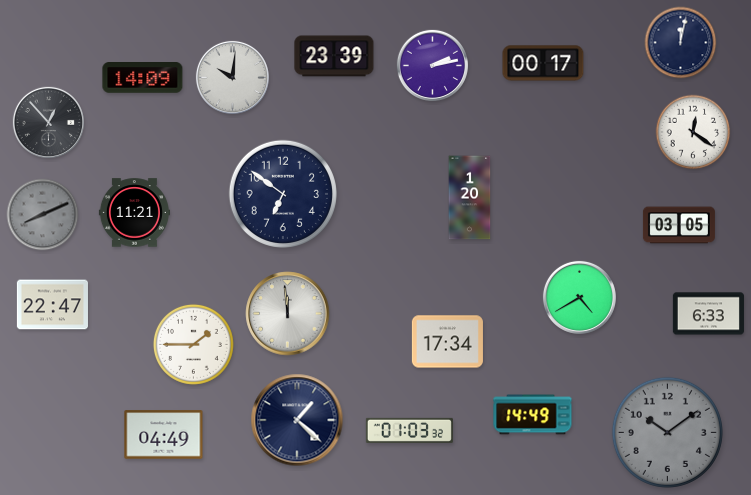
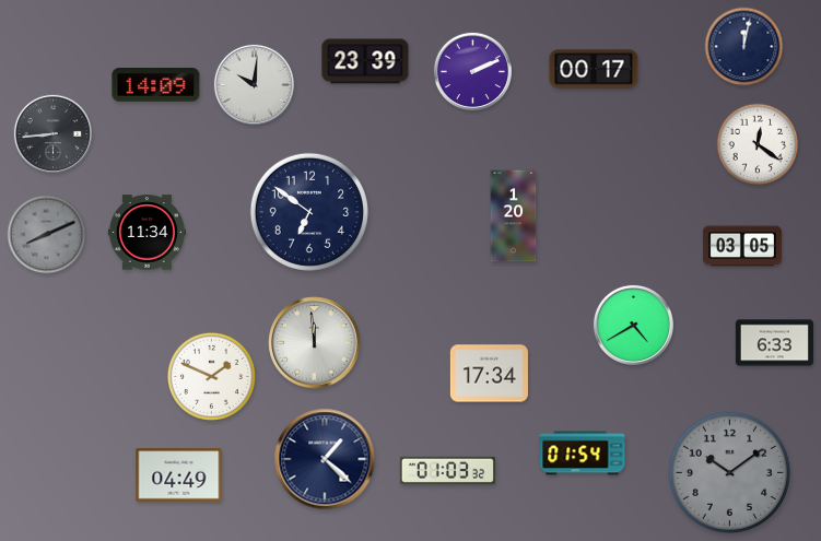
clock at (432, 65): 2:13 -> 2:11
clock at (48, 122): 12:53 -> 8:44
clock at (134, 213): 11:21 -> 11:34
clock at (52, 305): 22:47 -> none
clock at (193, 344): 1:45 -> 1:49
clock at (533, 415): 14:49 -> 01:54
